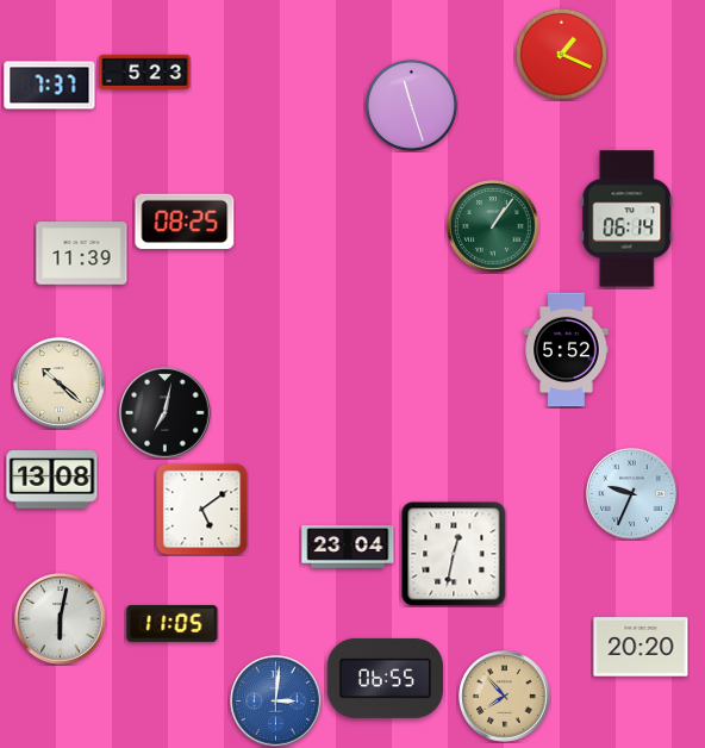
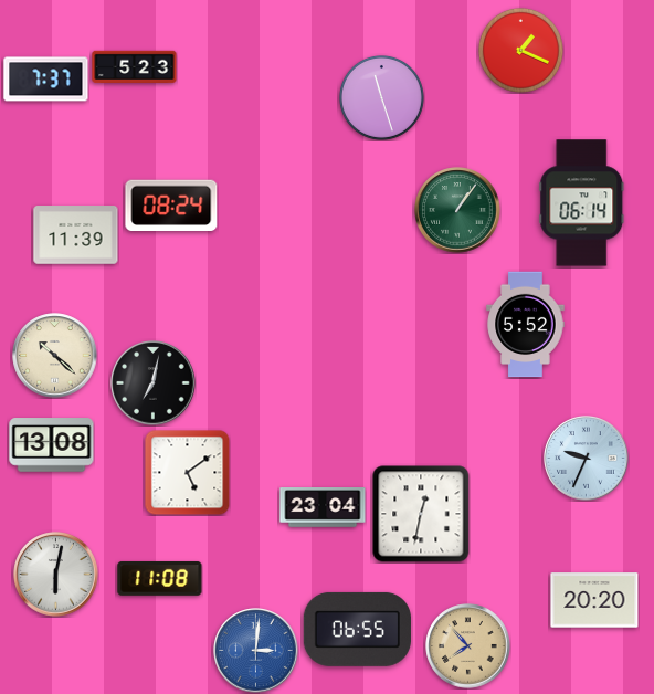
clock at (185, 222): 08:25 -> 08:24
clock at (52, 480) position: (52, 480) -> (52, 445)
clock at (173, 623): 11:05 -> 11:08
